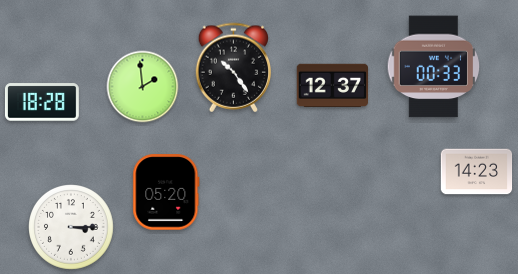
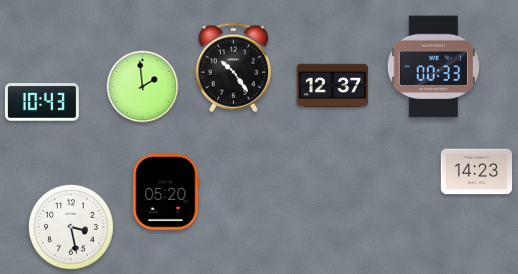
clock at (42, 102): 18:28 -> 10:43
clock at (72, 228): 3:15 -> 3:28
